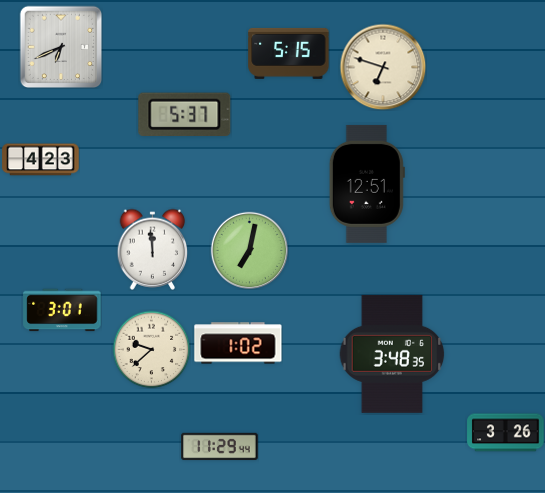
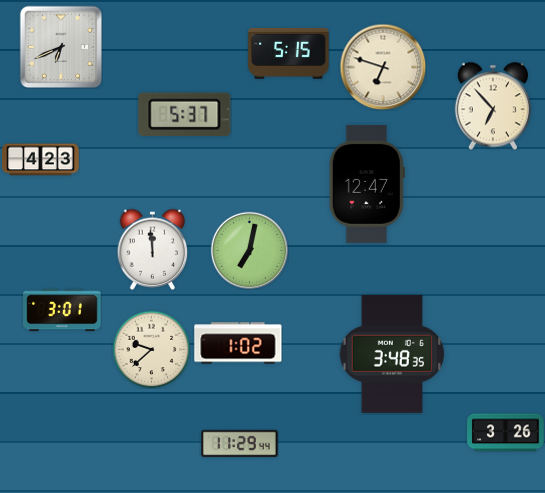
clock at (493, 106): none -> 6:53
clock at (367, 184): 12:51 -> 12:47
clock at (220, 447) position: (220, 447) -> (240, 444)
